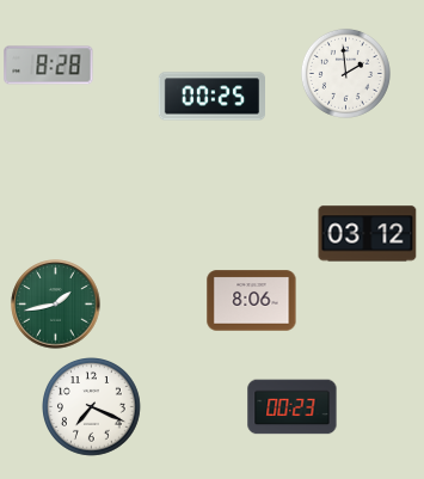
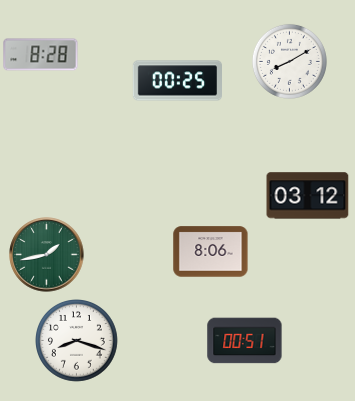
clock at (345, 73): 1:59 -> 8:10
clock at (92, 407): 7:19 -> 8:18
clock at (293, 407): 00:23 -> 00:51
